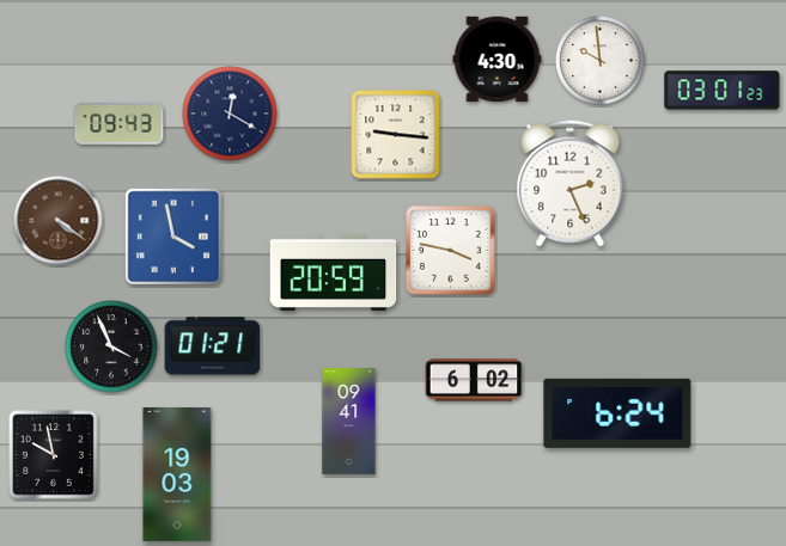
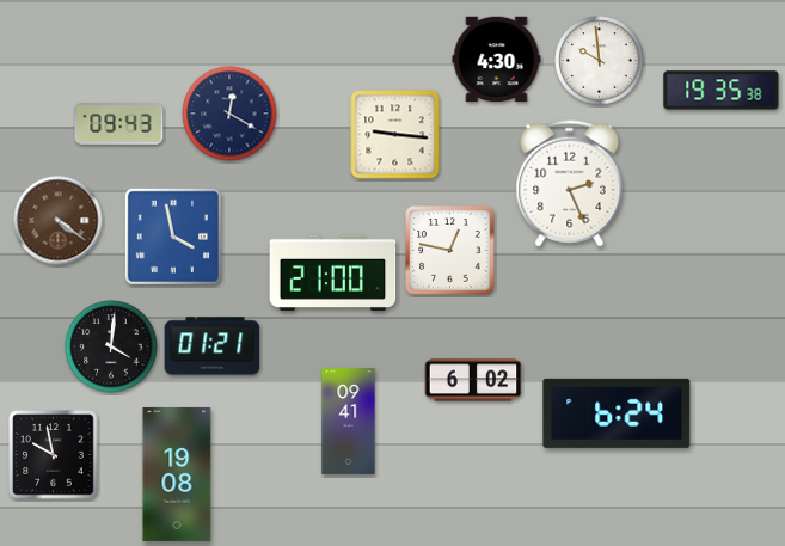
clock at (723, 91): 03:01 -> 19:35
clock at (451, 251): 3:47 -> 12:47
clock at (334, 272): 20:59 -> 21:00
clock at (111, 346): 3:56 -> 4:01
clock at (177, 474): 19:03 -> 19:08
